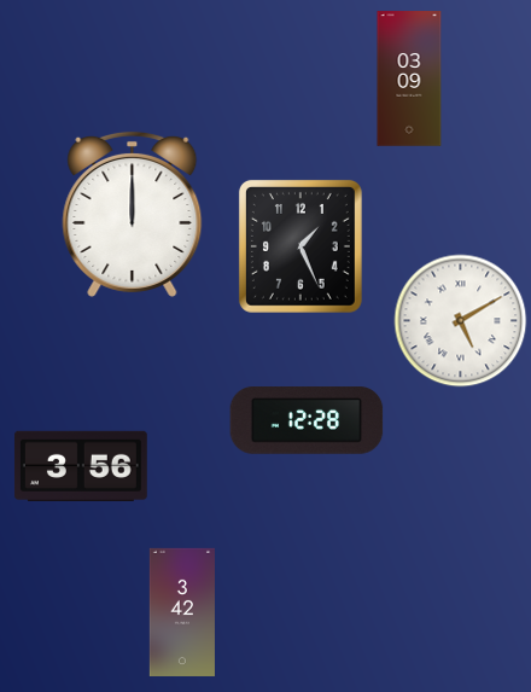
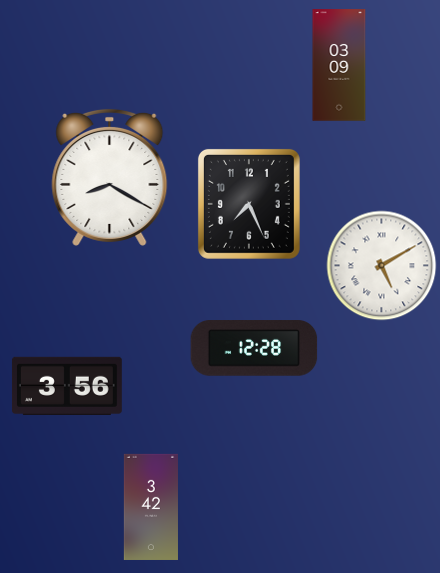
clock at (133, 214): 12:00 -> 8:20
clock at (300, 246): 1:26 -> 7:26
